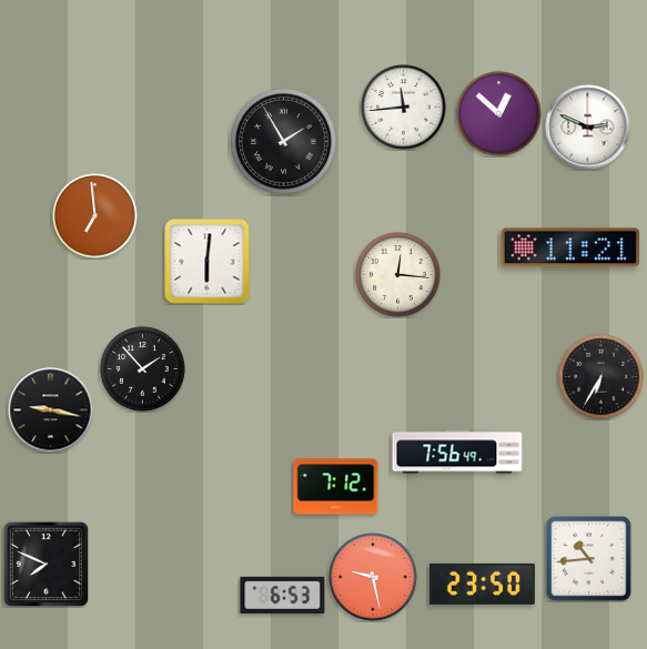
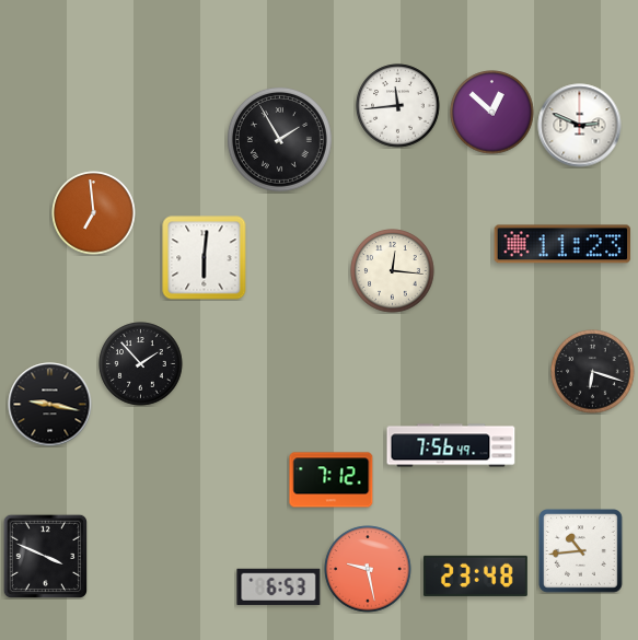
clock at (570, 247): 11:21 -> 11:23
clock at (601, 377): 6:35 -> 6:18
clock at (46, 564): 7:49 -> 3:49
clock at (482, 584): 23:50 -> 23:48
